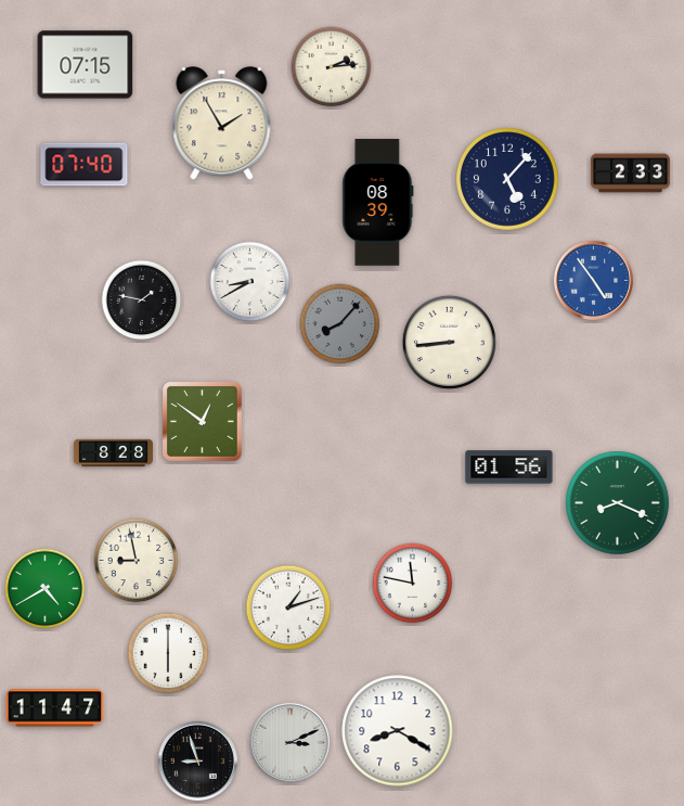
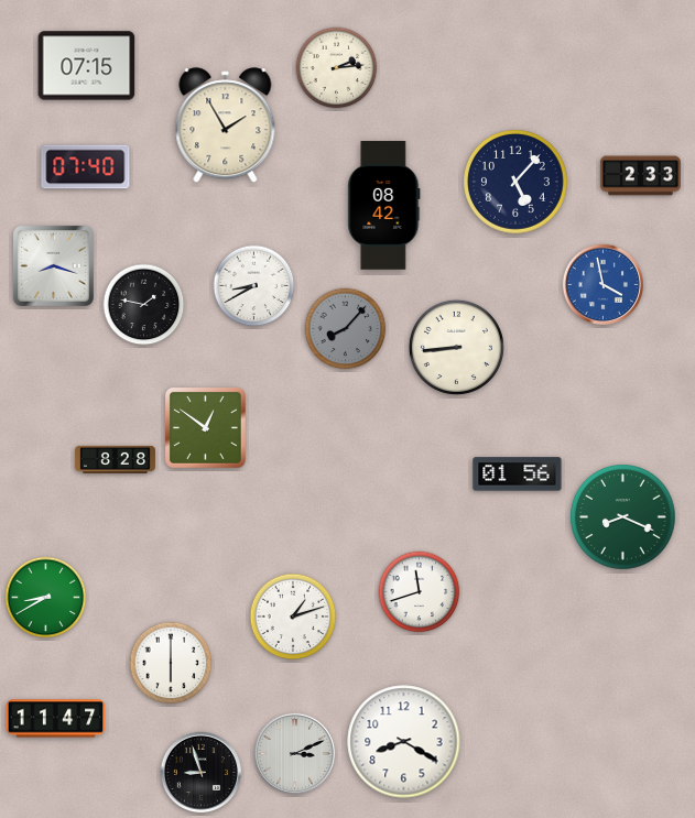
clock at (378, 203): 08:39 -> 08:42
clock at (53, 265): none -> 8:18
clock at (593, 280): 4:54 -> 3:58
clock at (618, 503) position: (618, 503) -> (623, 517)
clock at (137, 561): 8:58 -> none
clock at (413, 584): 11:47 -> 11:42
clock at (46, 589): 4:40 -> 8:40
